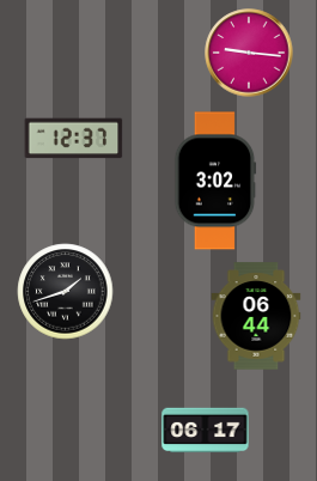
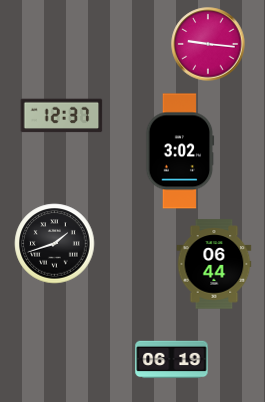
clock at (206, 431): 06:17 -> 06:19
